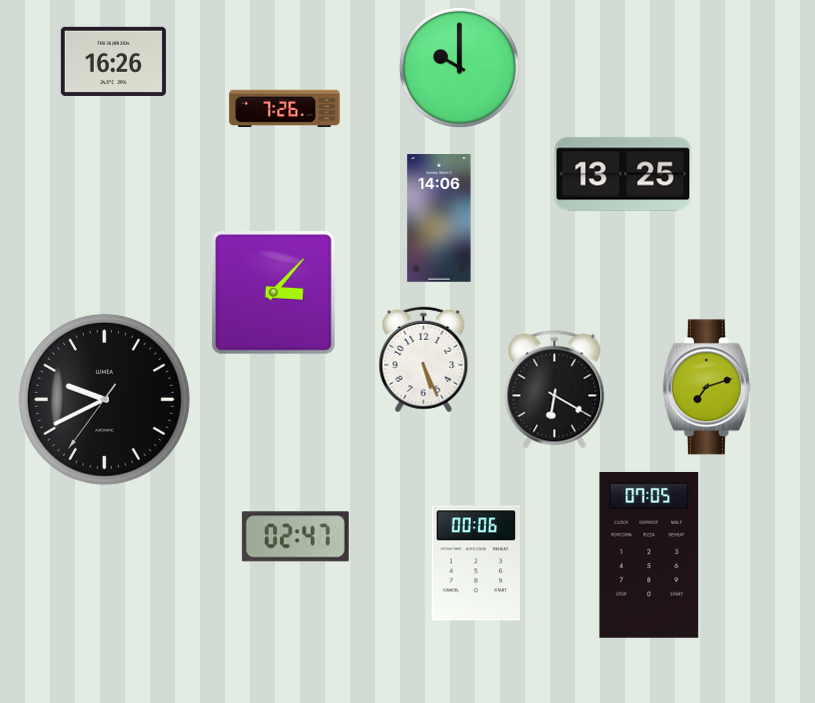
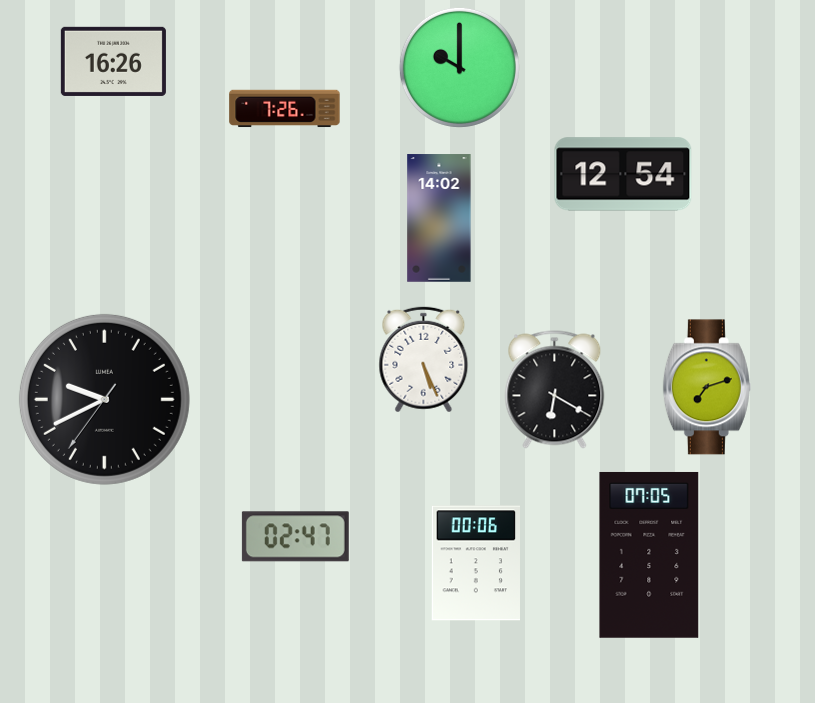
clock at (623, 174): 13:25 -> 12:54
clock at (439, 218): 14:06 -> 14:02
clock at (273, 292): 3:07 -> none
